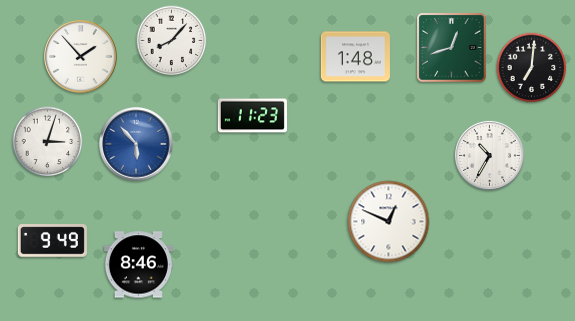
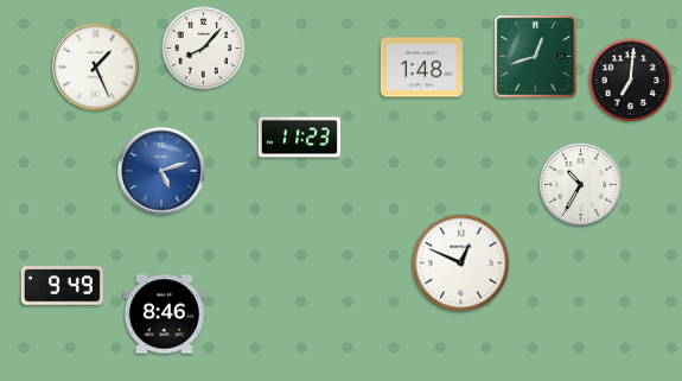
clock at (81, 57): 1:53 -> 1:26
clock at (48, 142): 3:03 -> none
clock at (136, 144): 5:53 -> 5:12
